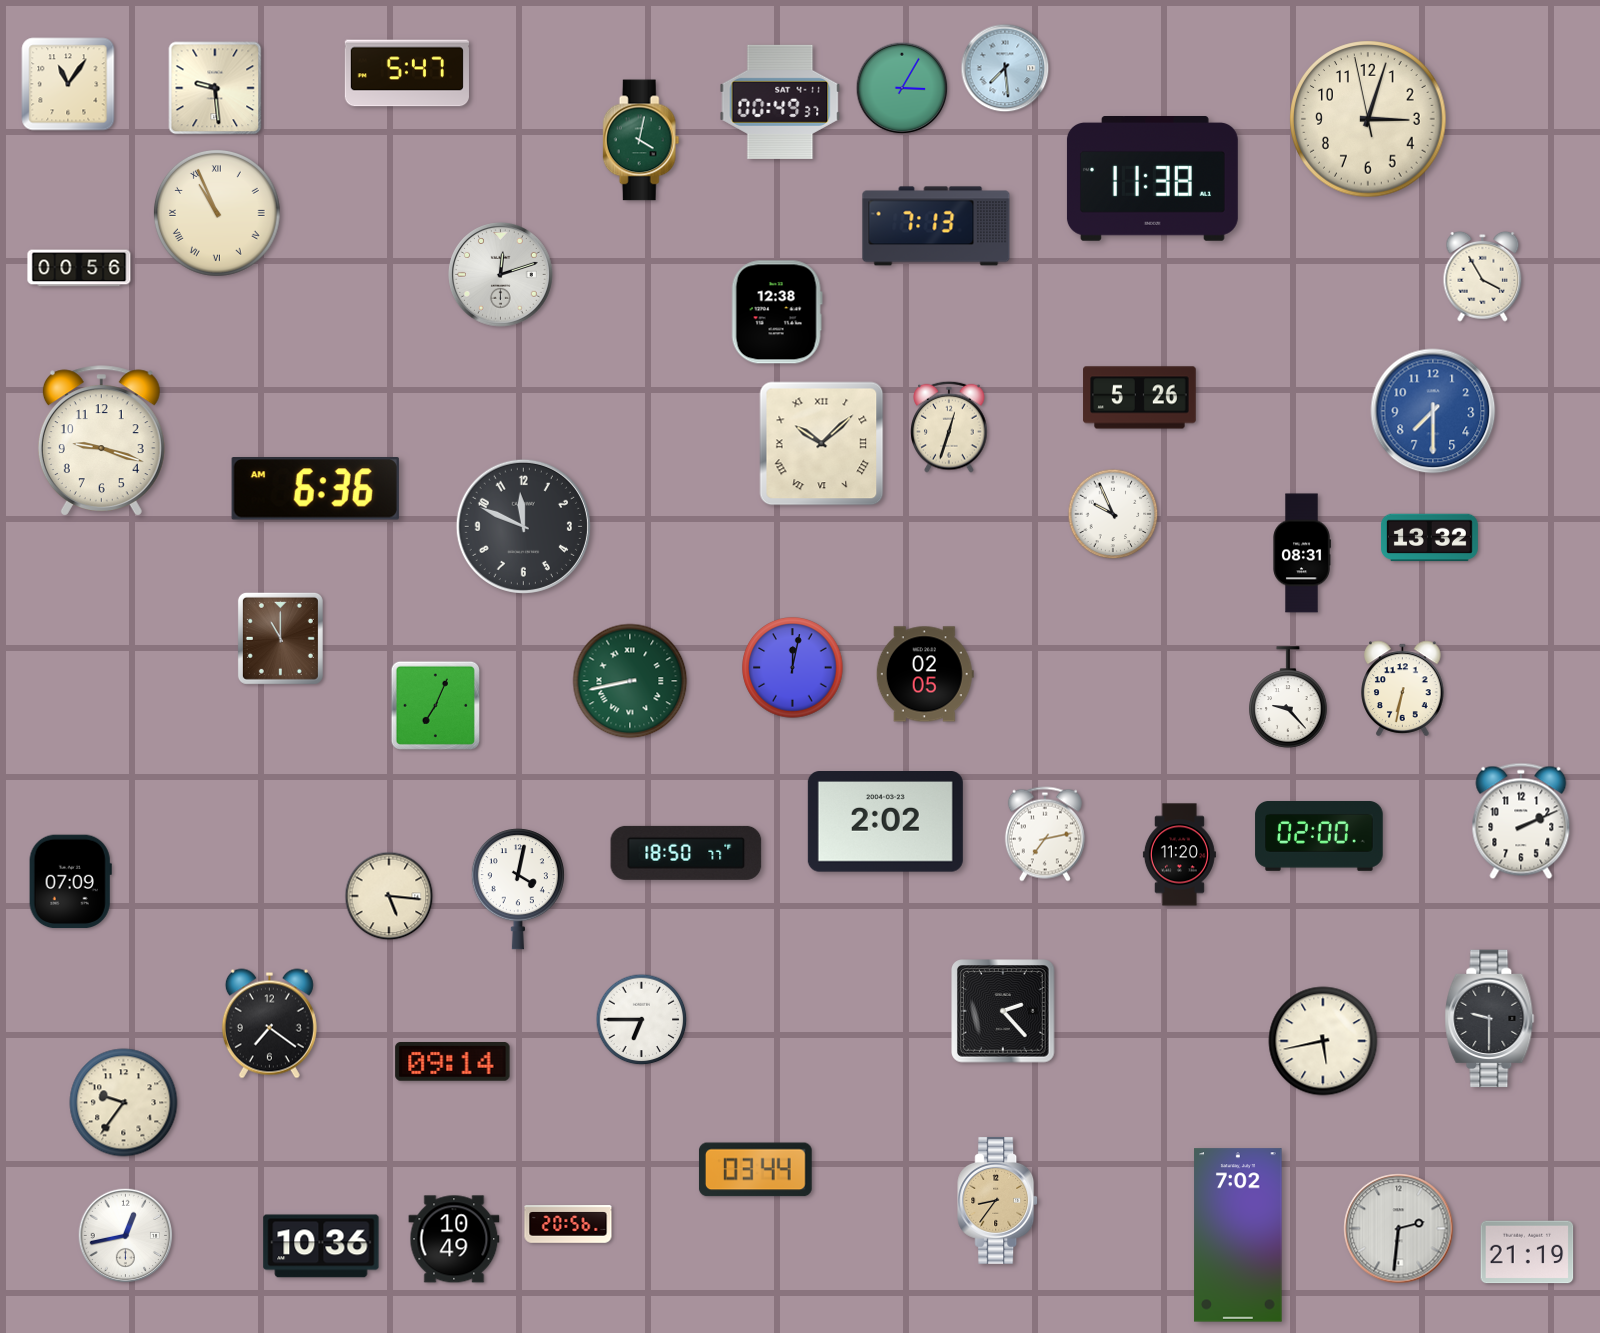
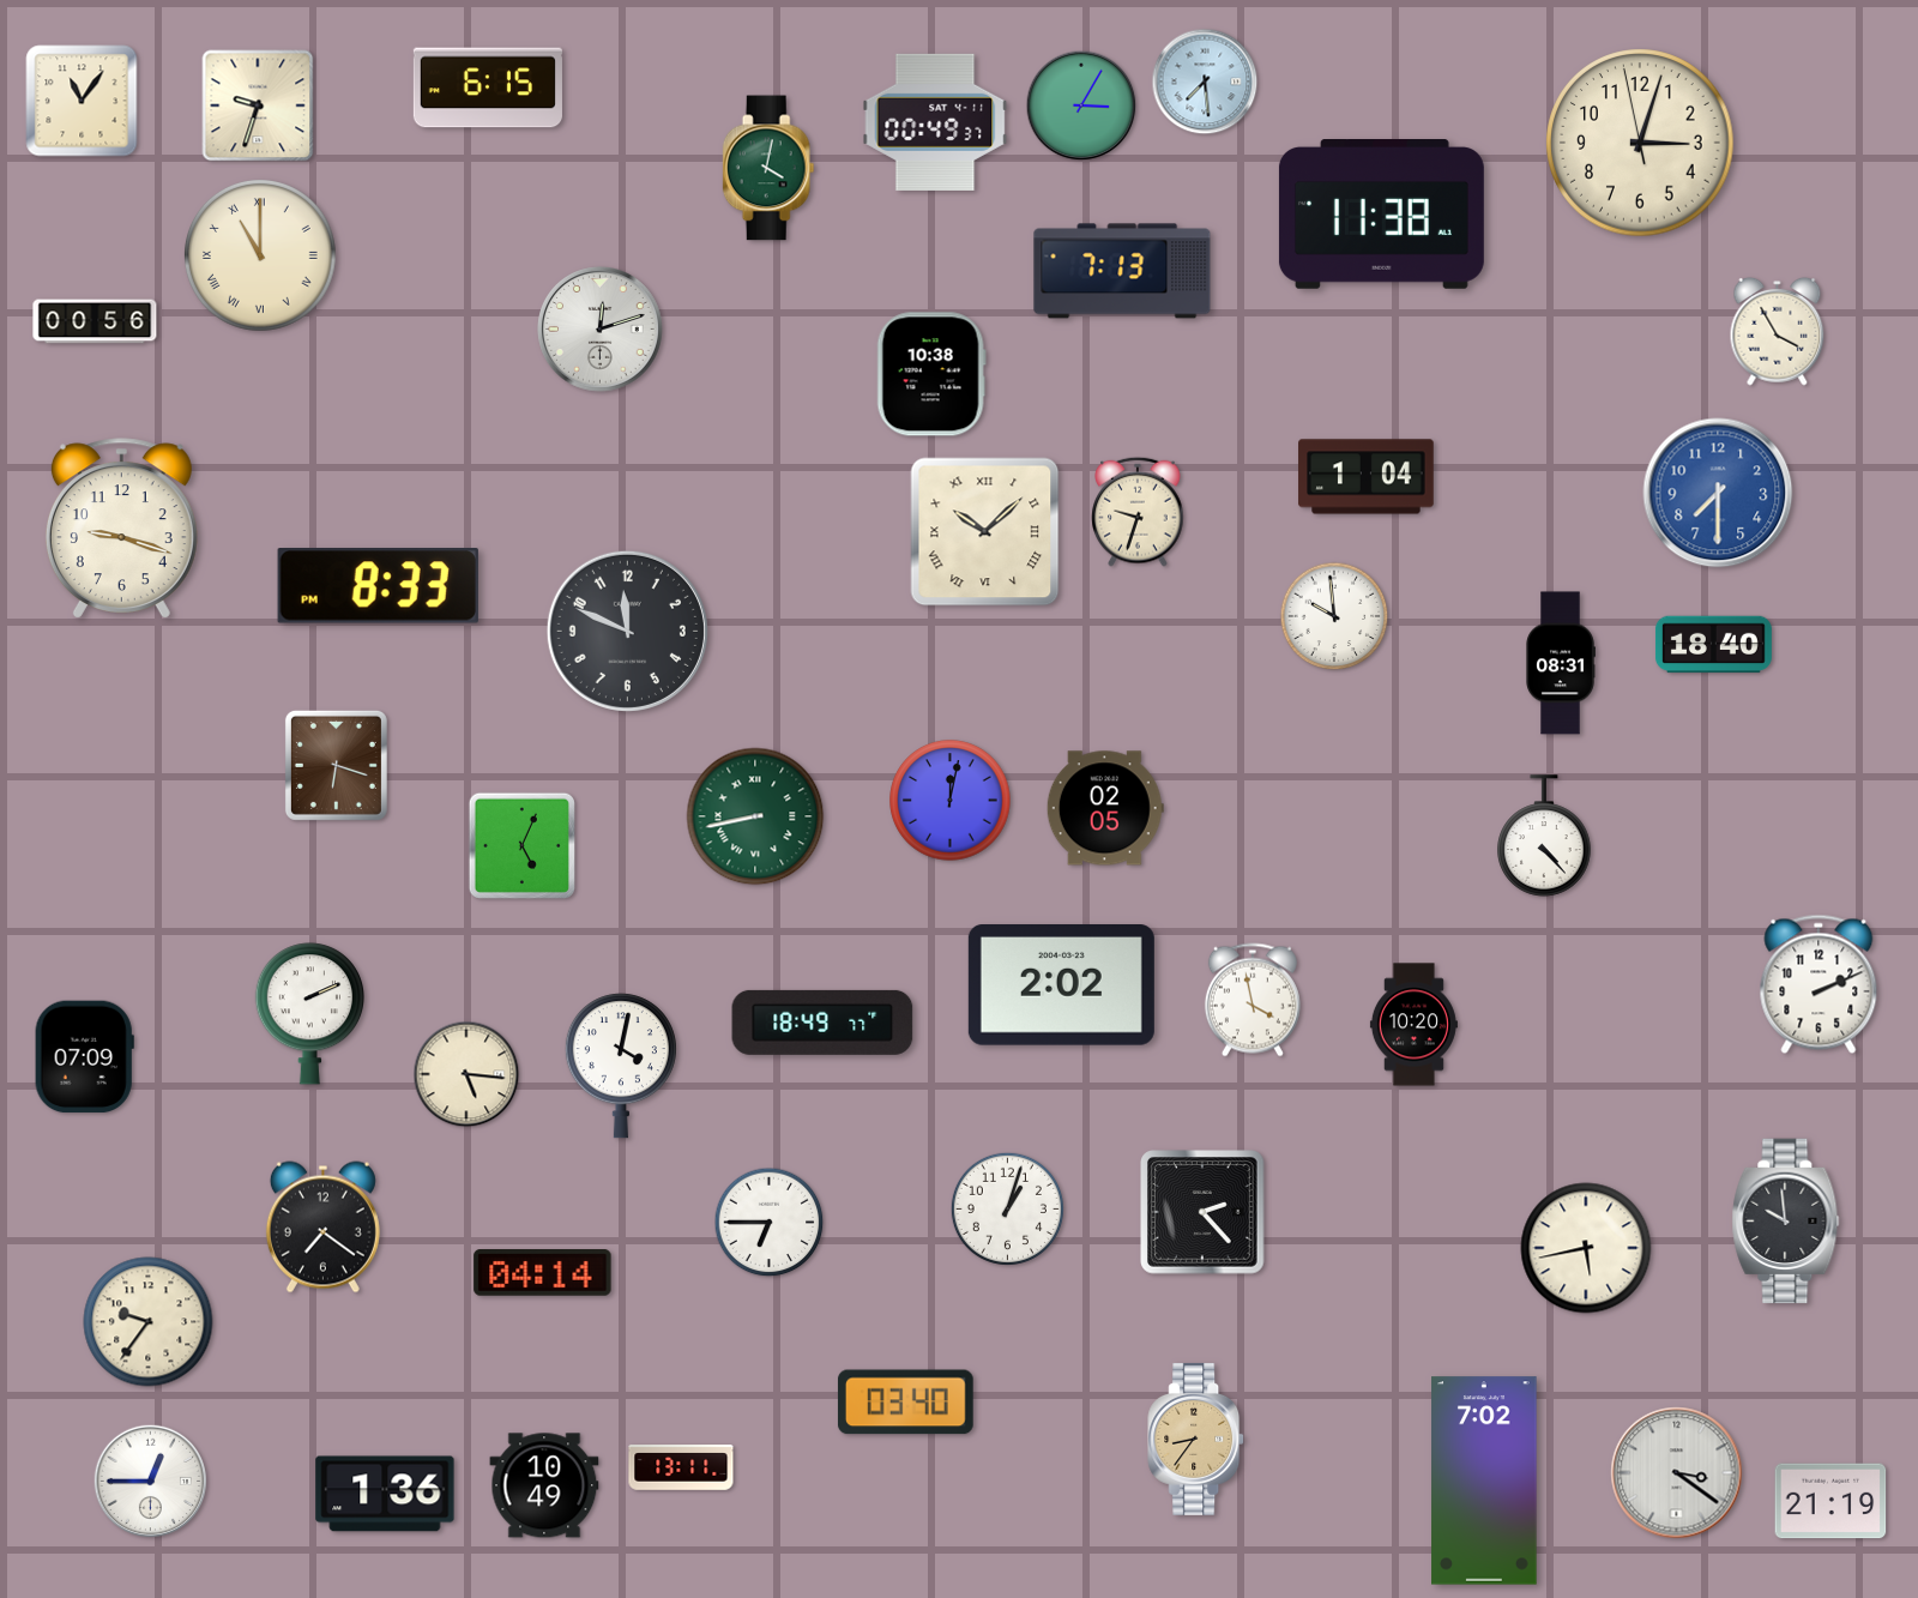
clock at (407, 73): 5:47 -> 6:15
clock at (215, 88): 9:29 -> 9:33
clock at (218, 214): 10:56 -> 11:00
clock at (777, 312): 12:38 -> 10:38
clock at (1140, 398): 5:26 -> 1:04
clock at (949, 427): 12:33 -> 9:33
clock at (315, 489): 6:36 -> 8:33
clock at (1113, 514): 9:56 -> 9:59
clock at (1429, 538): 13:32 -> 18:40
clock at (280, 638): 11:00 -> 6:18
clock at (925, 674) position: (925, 674) -> (1105, 808)
clock at (1403, 689): 6:32 -> none
clock at (1288, 697): 9:23 -> 4:23
clock at (435, 705): 7:04 -> 5:04
clock at (1521, 821) position: (1521, 821) -> (1819, 984)
clock at (1045, 834): 7:13 -> 3:58
clock at (1319, 837): 02:00 -> none
clock at (309, 1014): none -> 2:11
clock at (686, 853): 18:50 -> 18:49
clock at (1179, 855): 11:20 -> 10:20
clock at (1007, 1208): none -> 1:03
clock at (1490, 1019): 9:30 -> 9:59
clock at (453, 1062): 09:14 -> 04:14
clock at (756, 1170): 03:44 -> 03:40
clock at (568, 1224): 20:56 -> 13:11
clock at (1399, 1229): 2:31 -> 3:21
clock at (126, 1236): 12:43 -> 12:45
clock at (321, 1246): 10:36 -> 1:36
